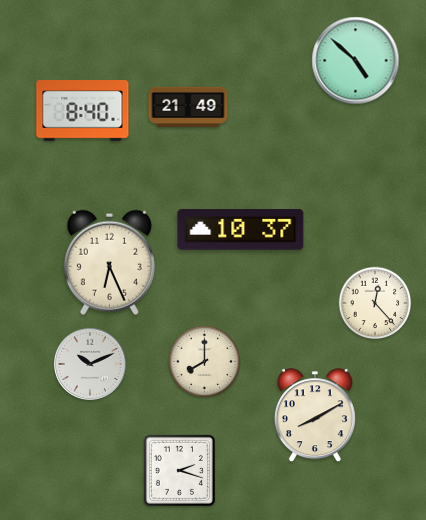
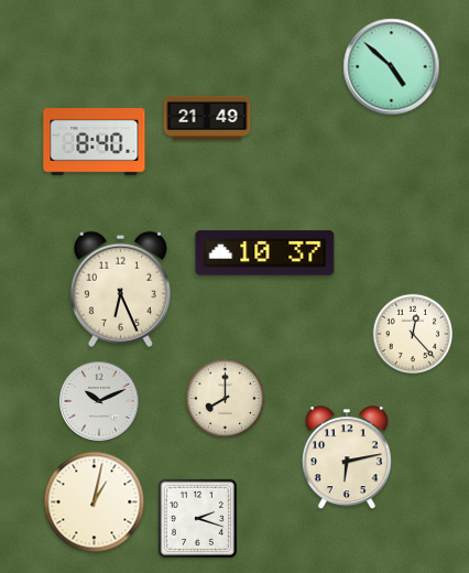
clock at (83, 111) position: (83, 111) -> (95, 142)
clock at (315, 416): 8:10 -> 6:13
clock at (95, 502): none -> 1:02
